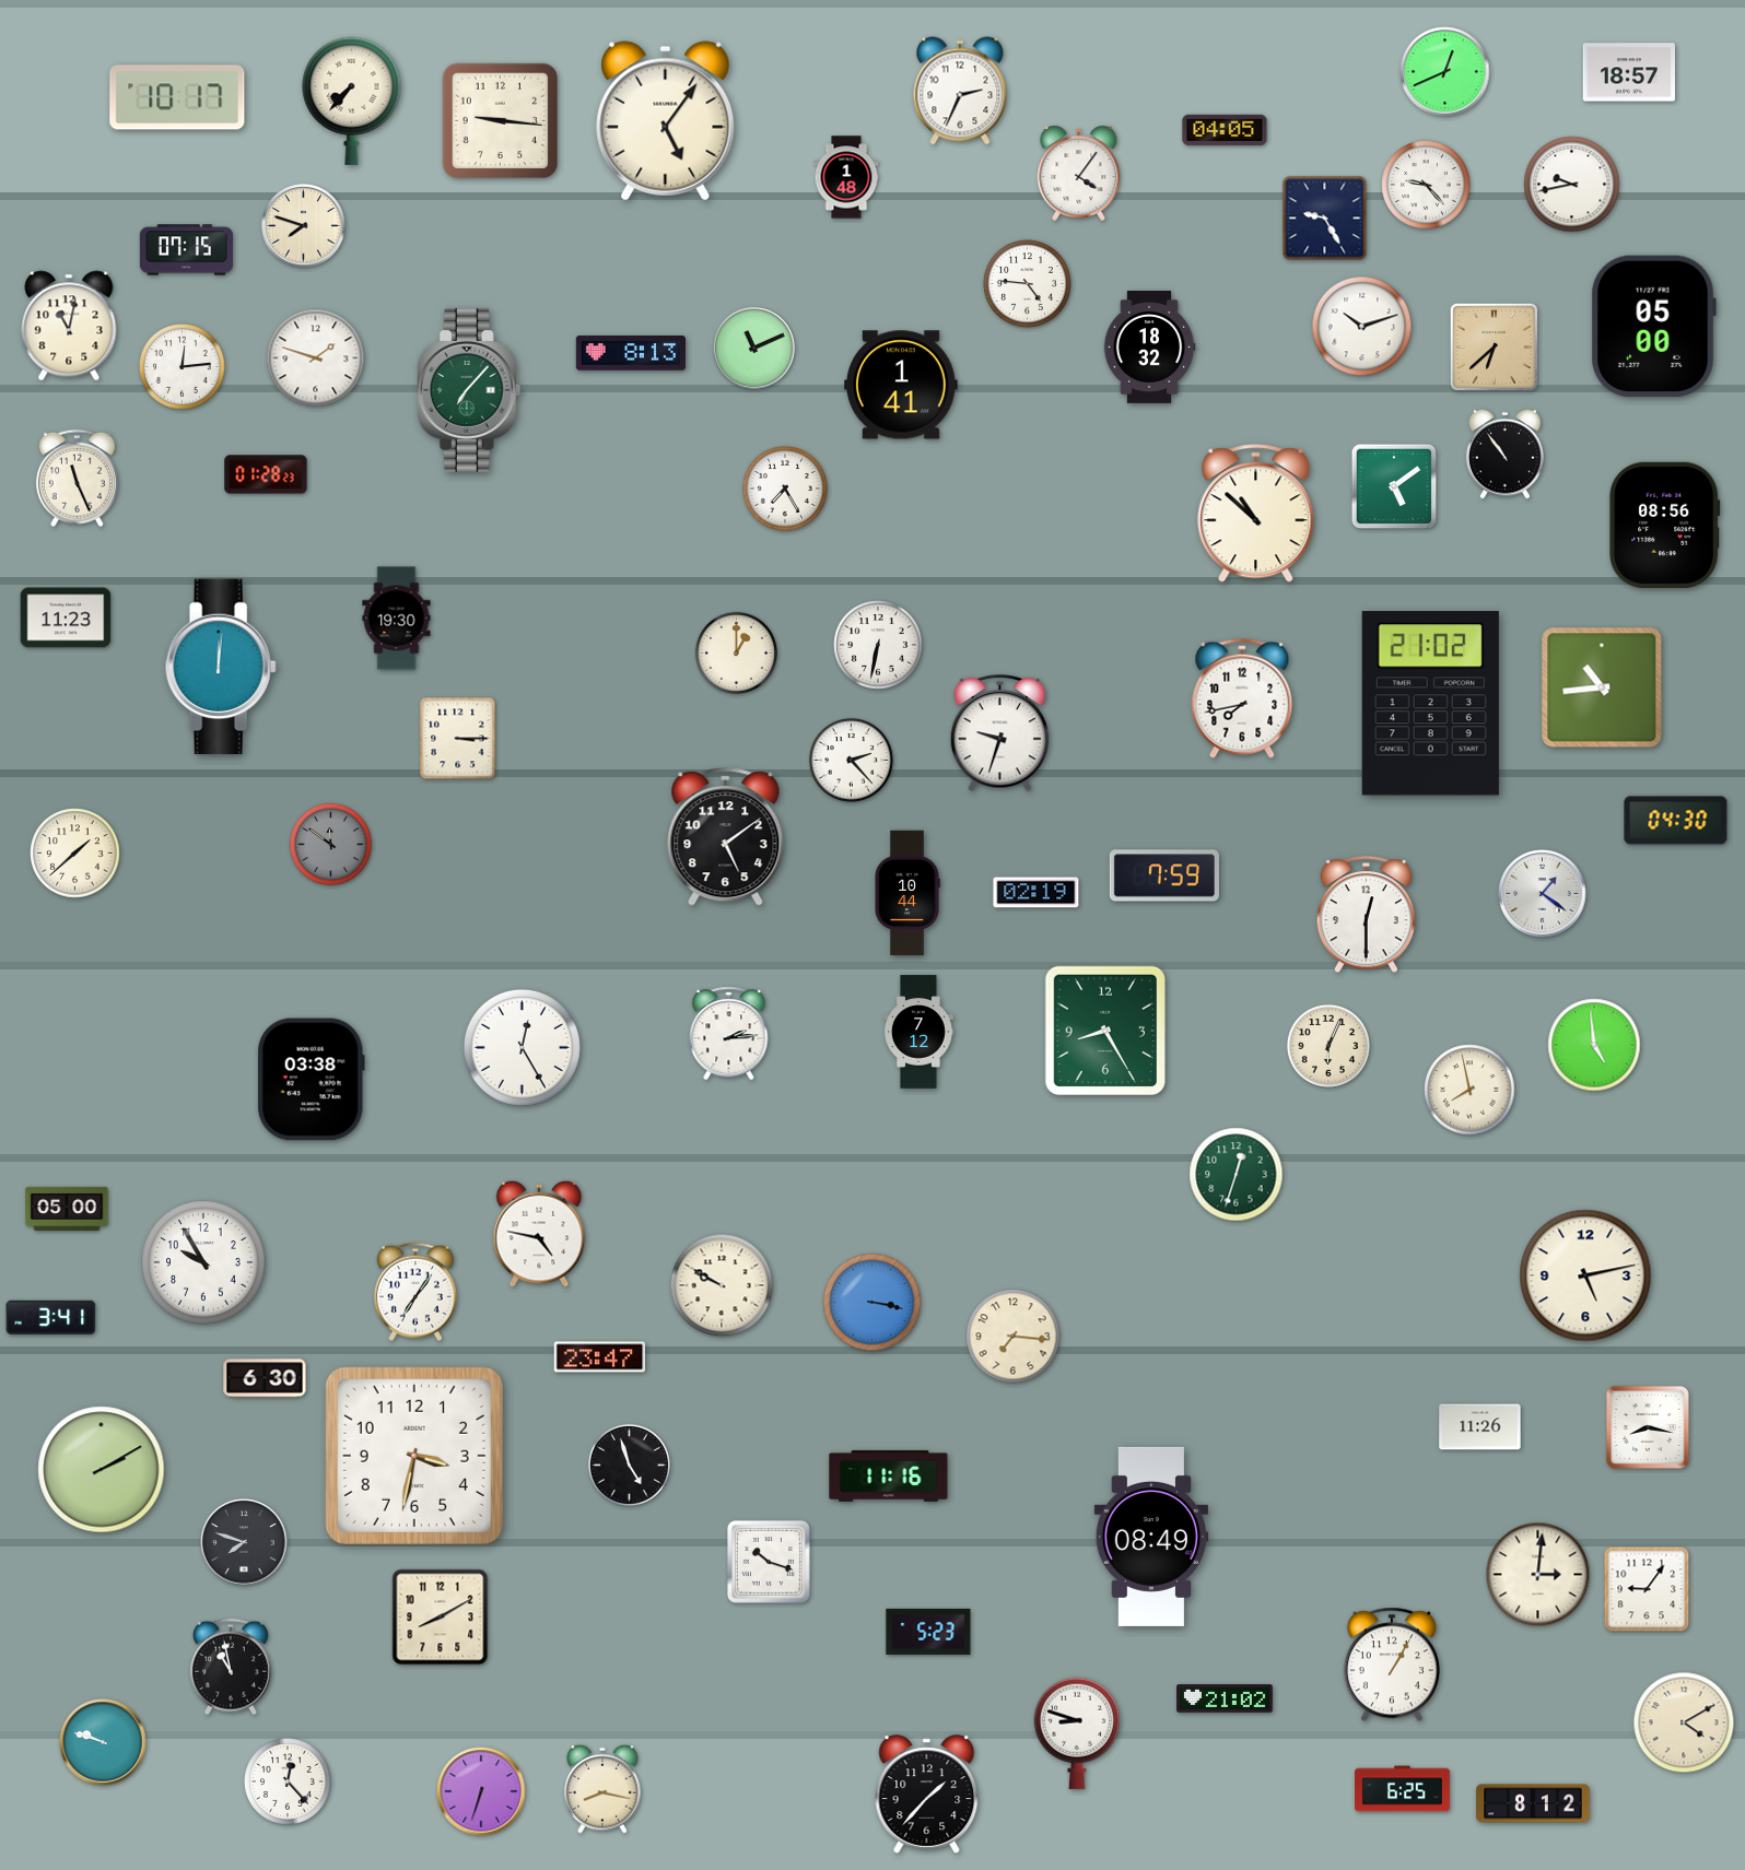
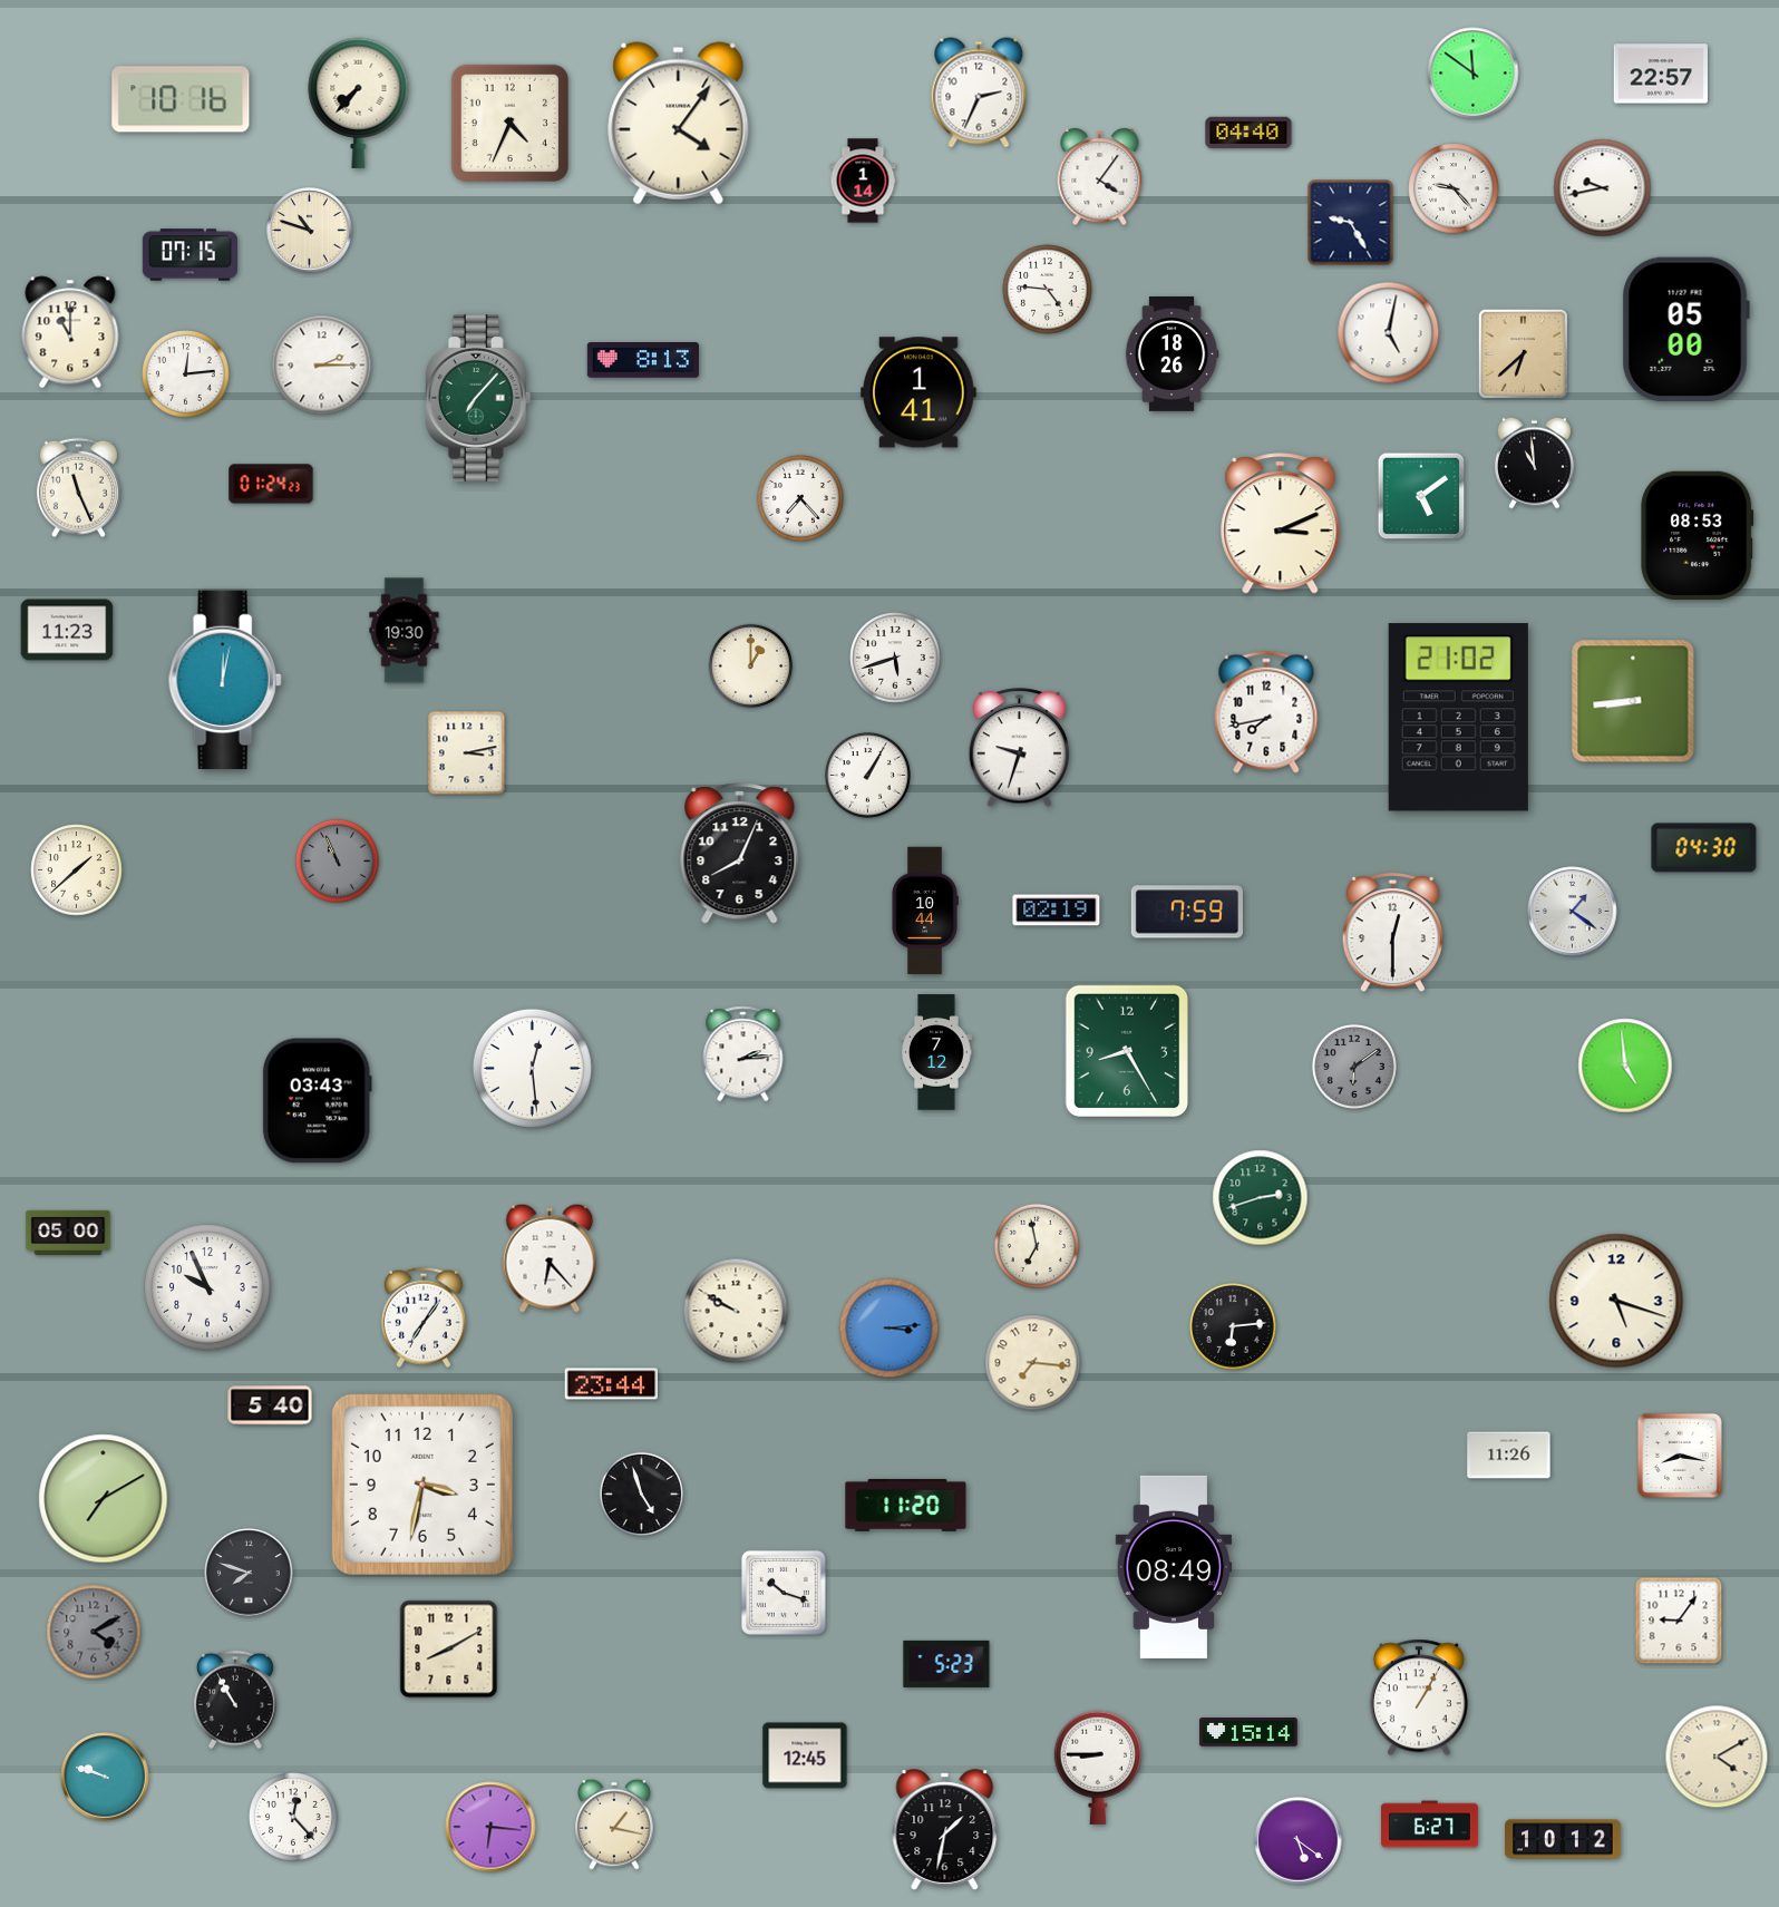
clock at (1445, 72): 12:41 -> 11:51
clock at (1628, 72): 18:57 -> 22:57
clock at (177, 97): 10:17 -> 10:16
clock at (500, 120): 9:16 -> 4:34
clock at (666, 121): 5:06 -> 4:06
clock at (1225, 130): 04:05 -> 04:40
clock at (846, 177): 1:48 -> 1:14
clock at (304, 226): 7:48 -> 10:48
clock at (69, 326): 11:02 -> 11:00
clock at (1362, 327): 10:12 -> 5:02
clock at (1653, 327) position: (1653, 327) -> (1685, 330)
clock at (1149, 348): 18:32 -> 18:26
clock at (754, 349): 11:11 -> none
clock at (316, 358): 1:48 -> 2:15
clock at (1504, 454): 10:54 -> 10:59
clock at (266, 474): 01:28 -> 01:24
clock at (785, 489): 7:25 -> 7:23
clock at (1256, 514): 10:52 -> 3:11
clock at (1665, 525): 08:56 -> 08:53
clock at (878, 645): 6:32 -> 5:42
clock at (221, 667): 12:01 -> 12:02
clock at (1602, 687): 10:44 -> 8:44
clock at (458, 739): 3:15 -> 3:13
clock at (851, 760): 2:23 -> 1:05
clock at (1676, 821) position: (1676, 821) -> (1704, 848)
clock at (726, 837): 5:09 -> 8:04
clock at (330, 844): 11:51 -> 10:56
clock at (1164, 875) position: (1164, 875) -> (1187, 912)
clock at (1328, 1046): 6:04 -> 6:09
clock at (1328, 1046) dial: cream -> grey
clock at (522, 1047): 12:25 -> 12:29
clock at (311, 1080): 03:38 -> 03:43
clock at (1469, 1090): 7:58 -> none
clock at (1237, 1175): 12:33 -> 2:42
clock at (1037, 1246): none -> 6:58
clock at (539, 1234): 4:47 -> 6:23
clock at (203, 1262): 9:55 -> 9:56
clock at (1585, 1275): 5:13 -> 5:18
clock at (1233, 1326): none -> 6:14
clock at (872, 1303): 3:17 -> 3:14
clock at (51, 1317): 3:41 -> none
clock at (600, 1357): 23:47 -> 23:44
clock at (265, 1378): 6:30 -> 5:40
clock at (102, 1470): 2:10 -> 7:10
clock at (889, 1475): 11:16 -> 11:20
clock at (1538, 1575): 3:01 -> none
clock at (94, 1632): none -> 4:10
clock at (231, 1667): 10:58 -> 10:55
clock at (1225, 1698): 21:02 -> 15:14
clock at (805, 1755): none -> 12:45
clock at (1076, 1733): 8:48 -> 8:45
clock at (602, 1789): 8:17 -> 1:17
clock at (1403, 1789): 6:25 -> 6:27
clock at (481, 1791): 6:33 -> 6:16
clock at (927, 1795): 1:37 -> 1:32
clock at (1533, 1803): 8:12 -> 10:12
clock at (1299, 1841): none -> 5:21
